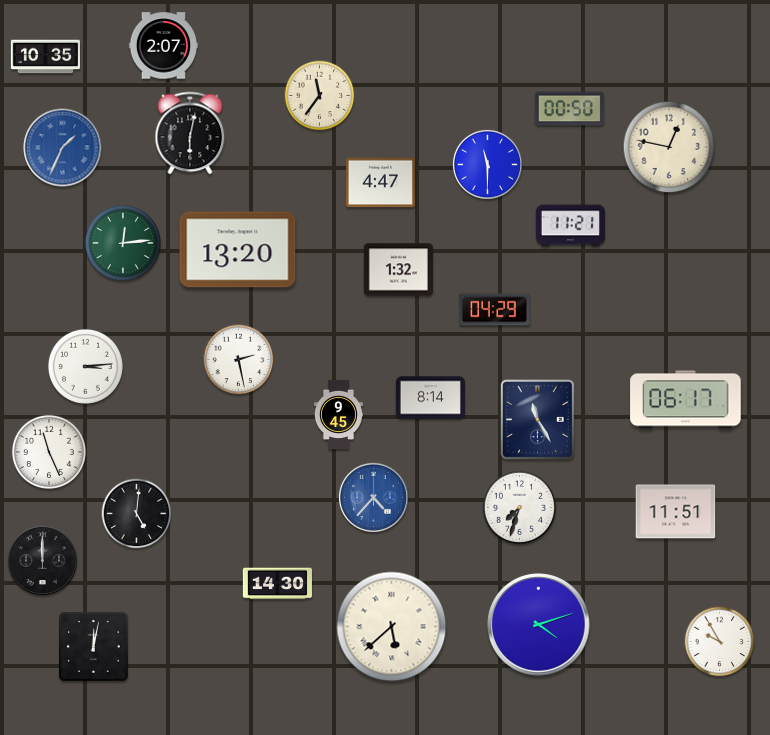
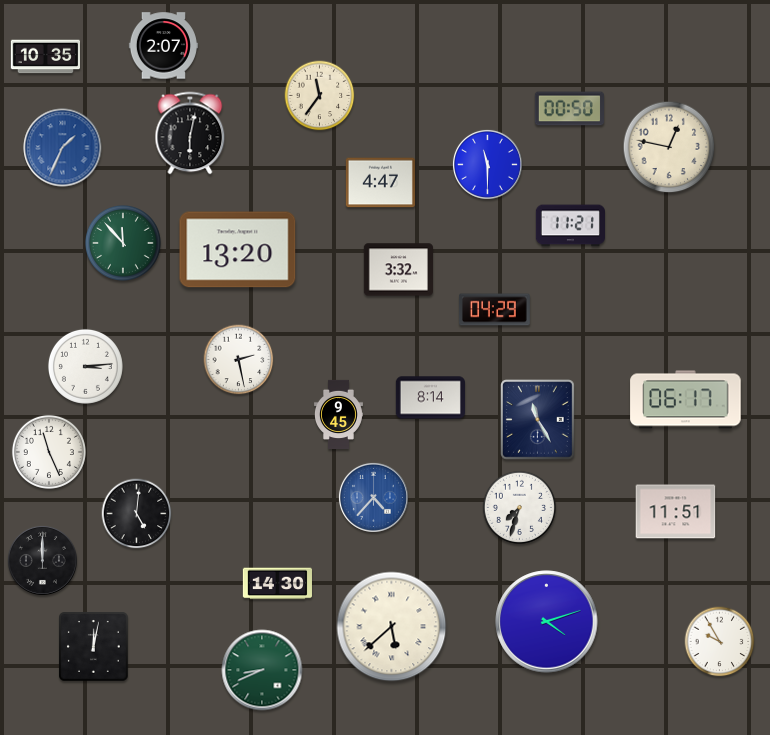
clock at (124, 244): 12:14 -> 11:53
clock at (398, 270): 1:32 -> 3:32
clock at (539, 625) position: (539, 625) -> (547, 622)
clock at (262, 670): none -> 8:41
